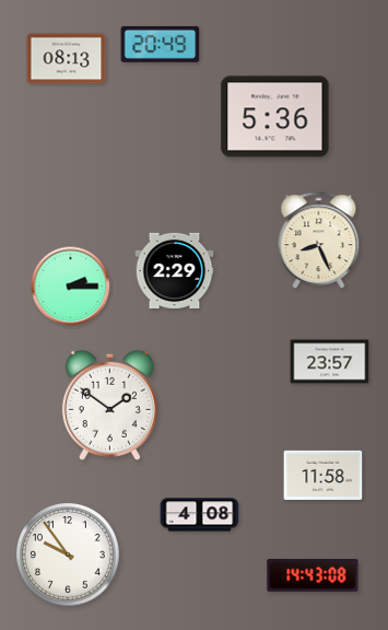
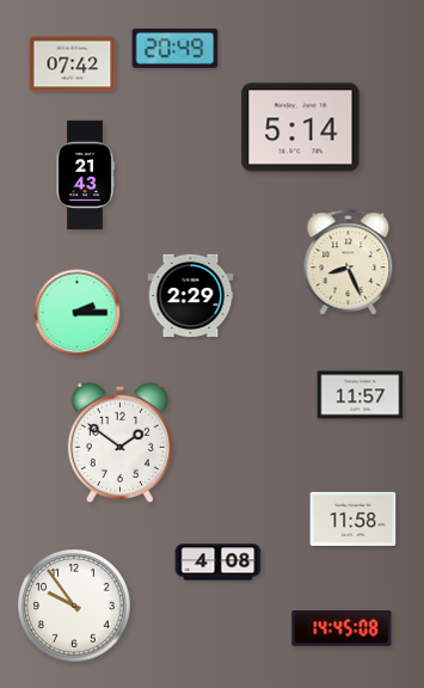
clock at (67, 59): 08:13 -> 07:42
clock at (275, 117): 5:36 -> 5:14
clock at (85, 176): none -> 21:43
clock at (330, 362): 23:57 -> 11:57
clock at (313, 575): 14:43 -> 14:45
